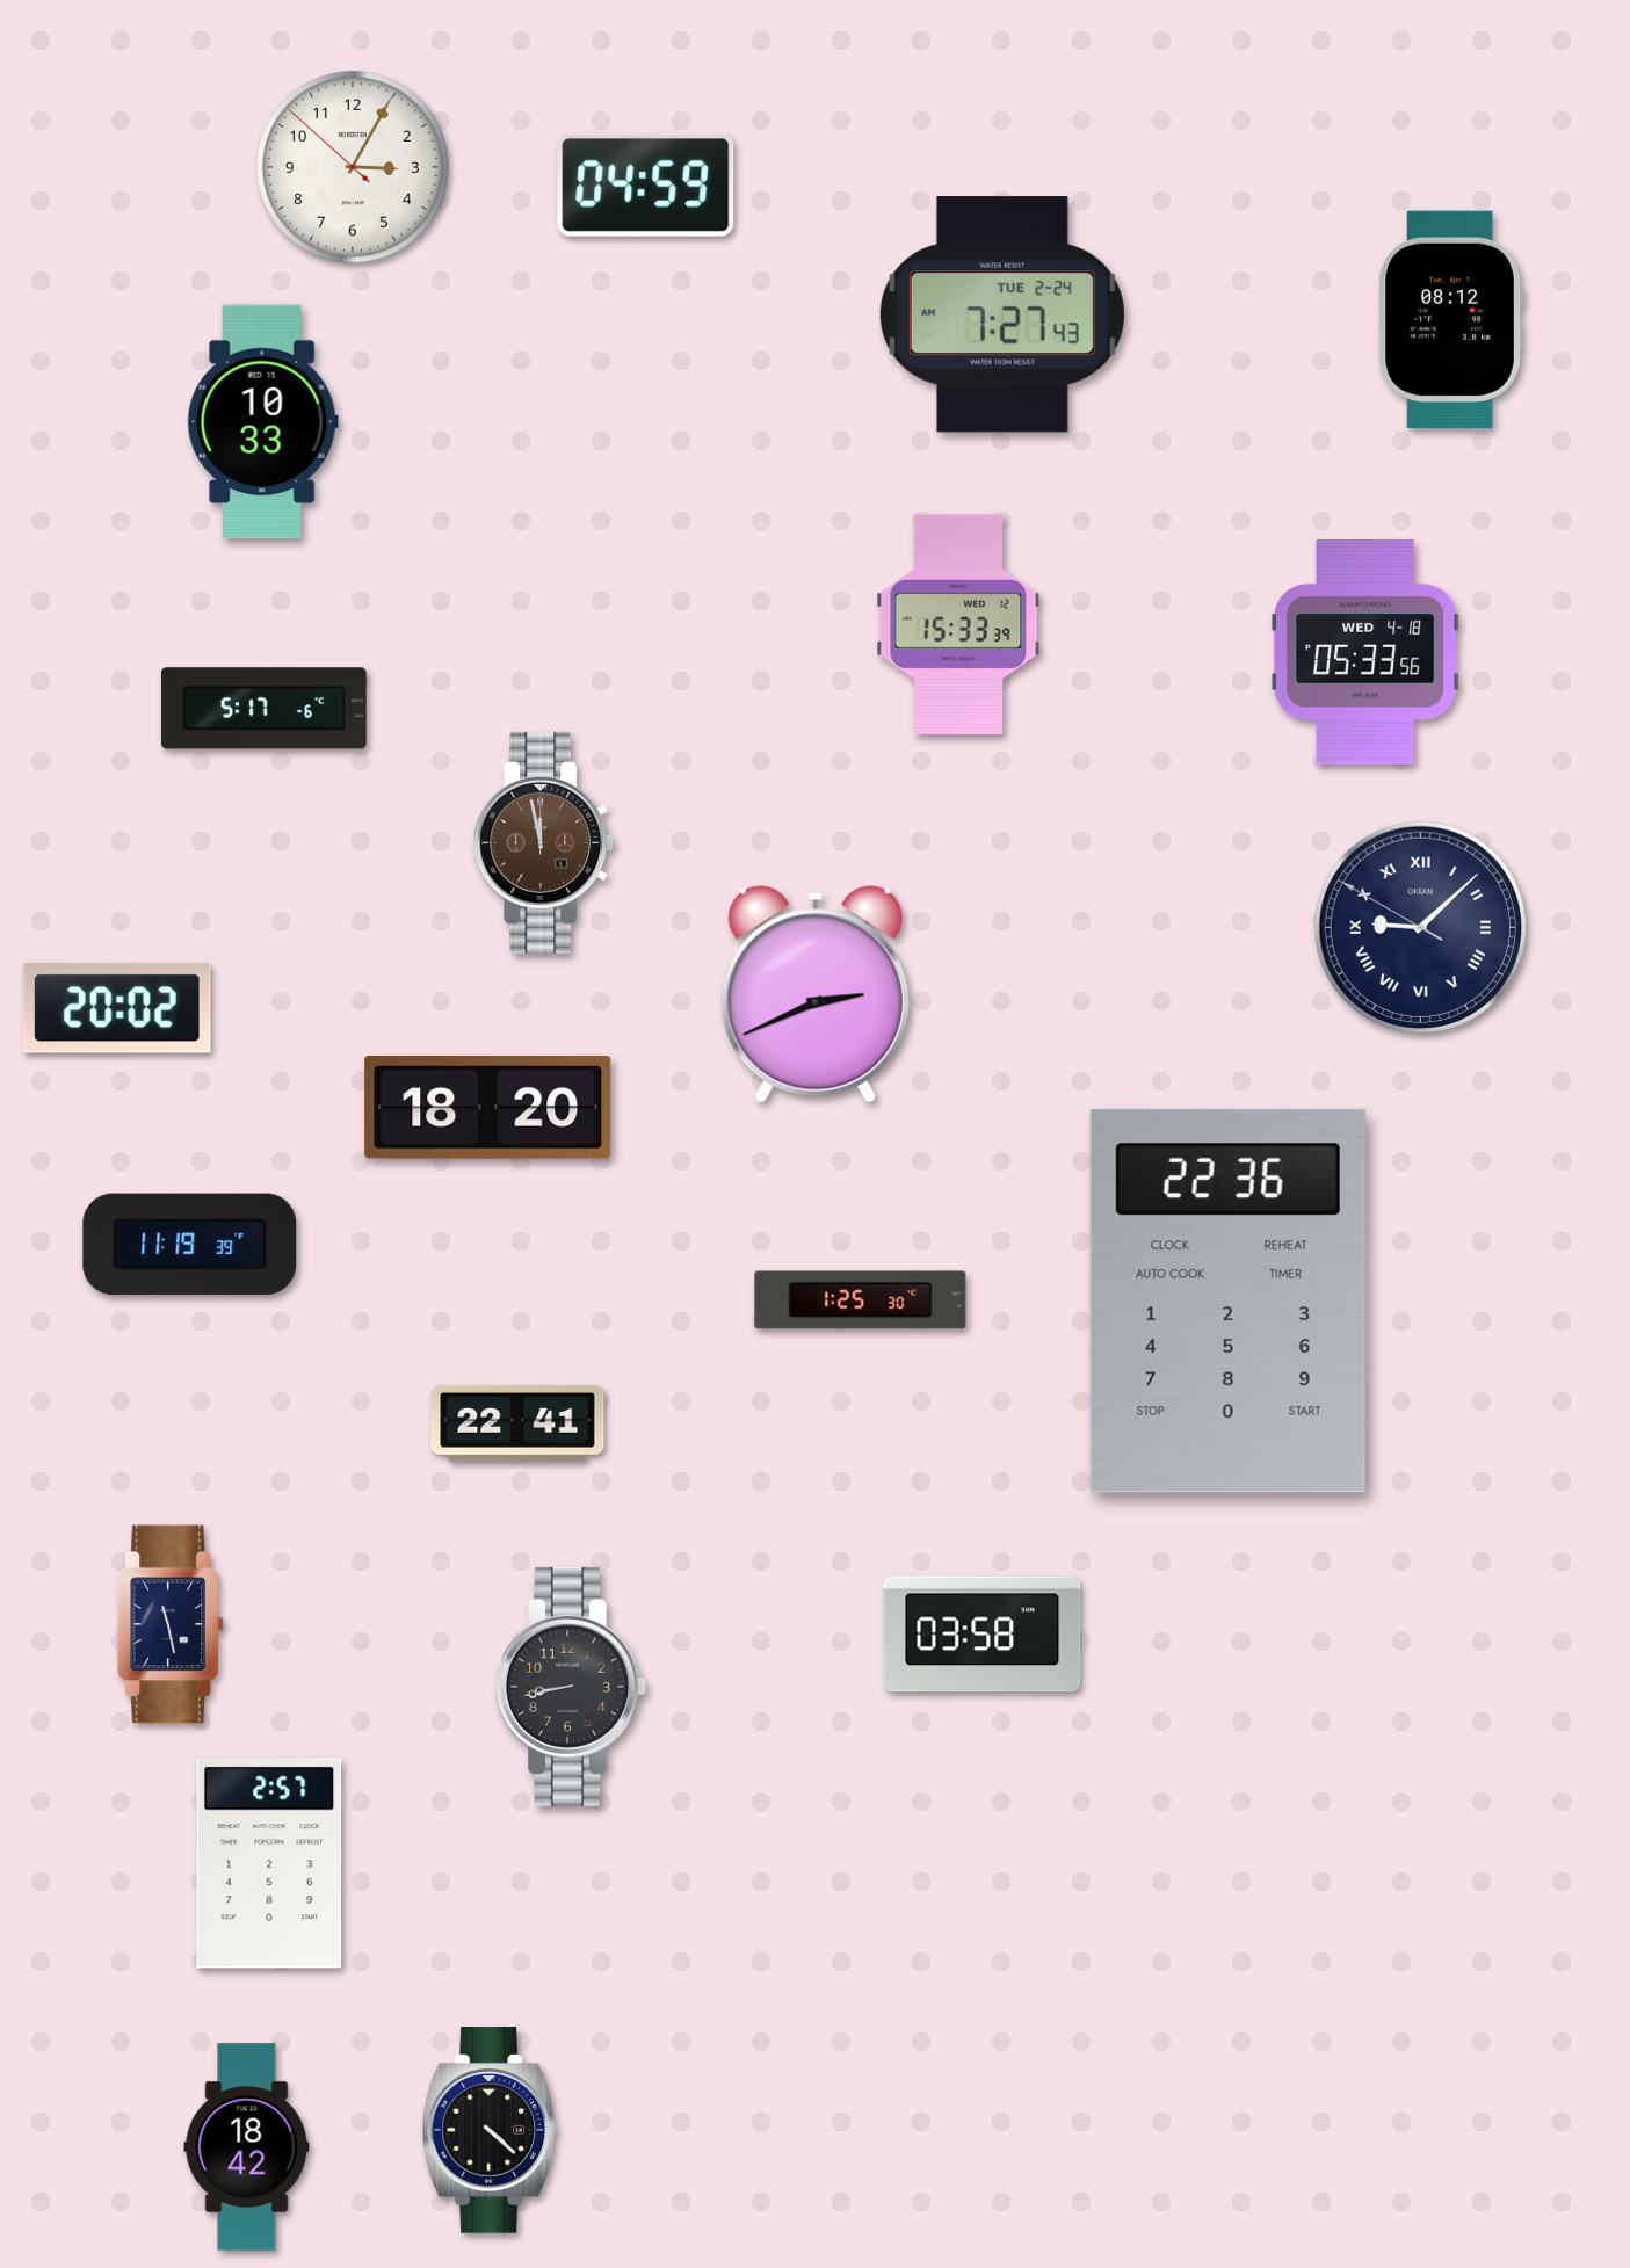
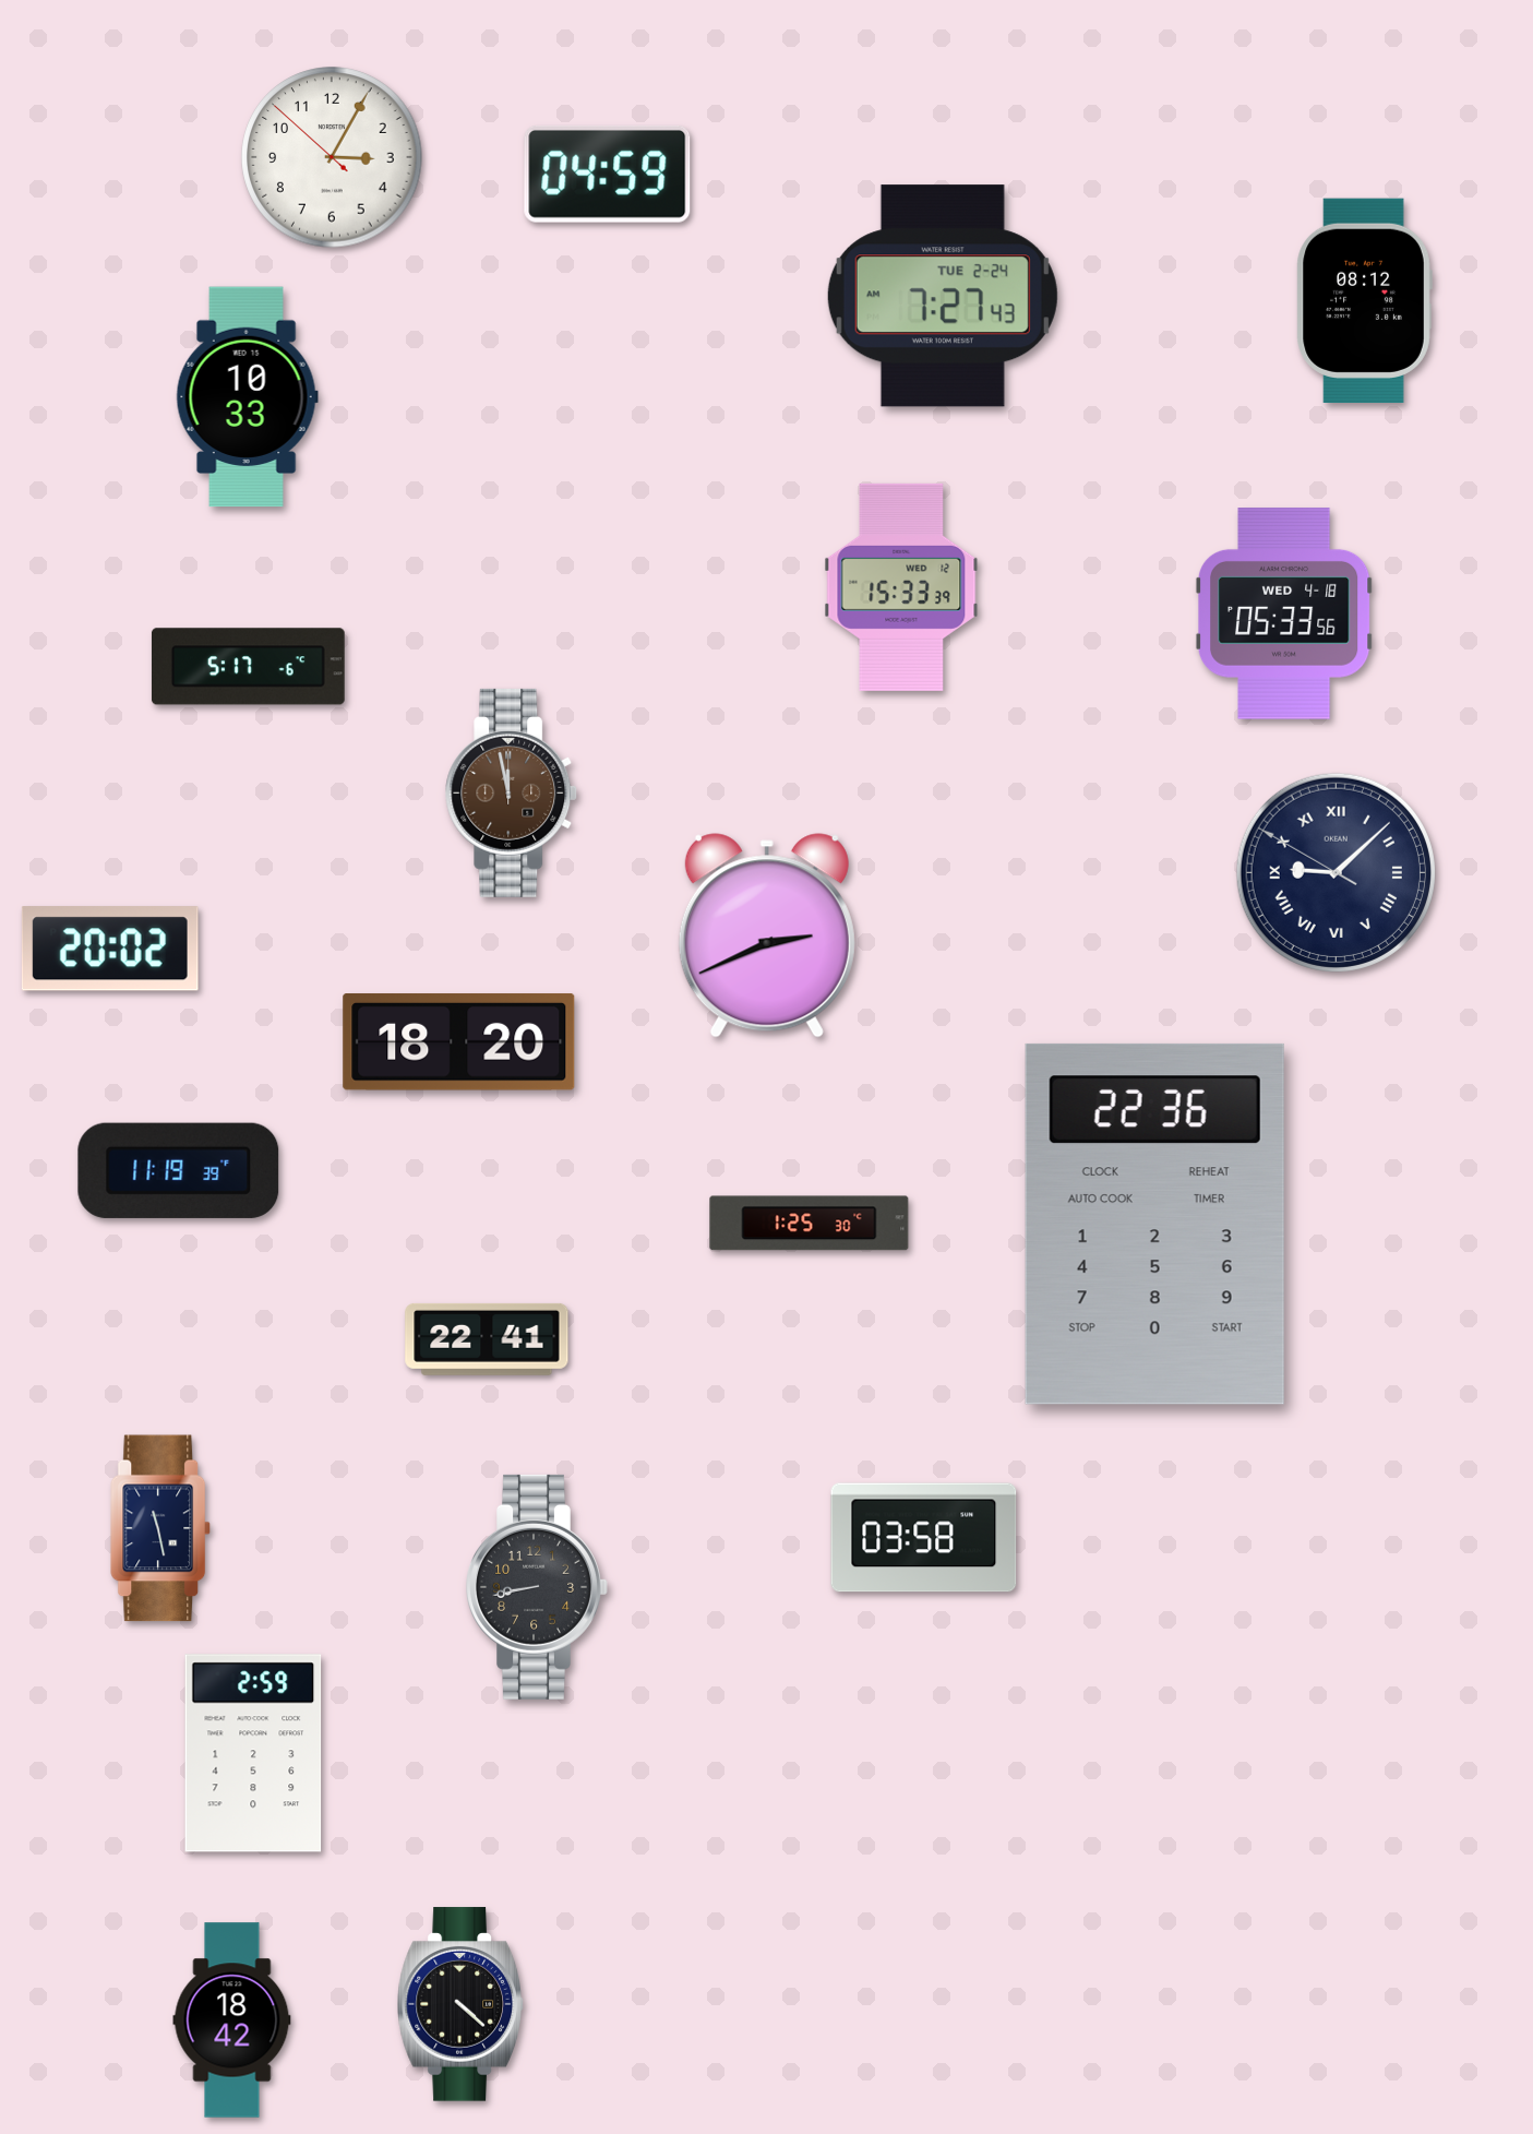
clock at (269, 1863): 2:57 -> 2:59
